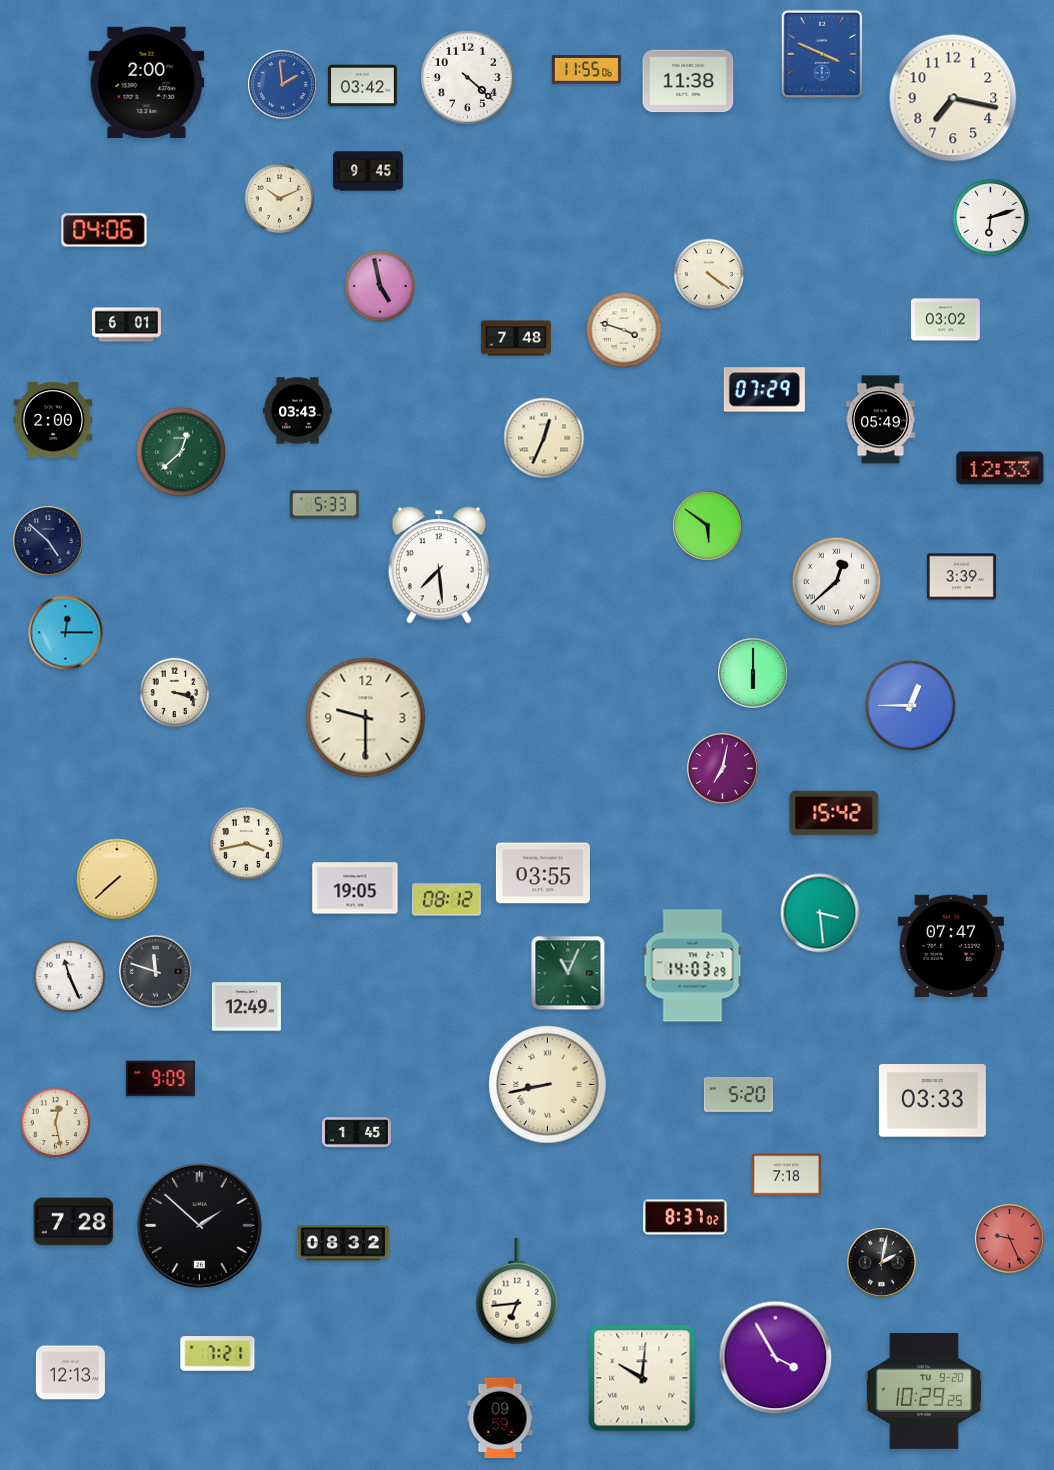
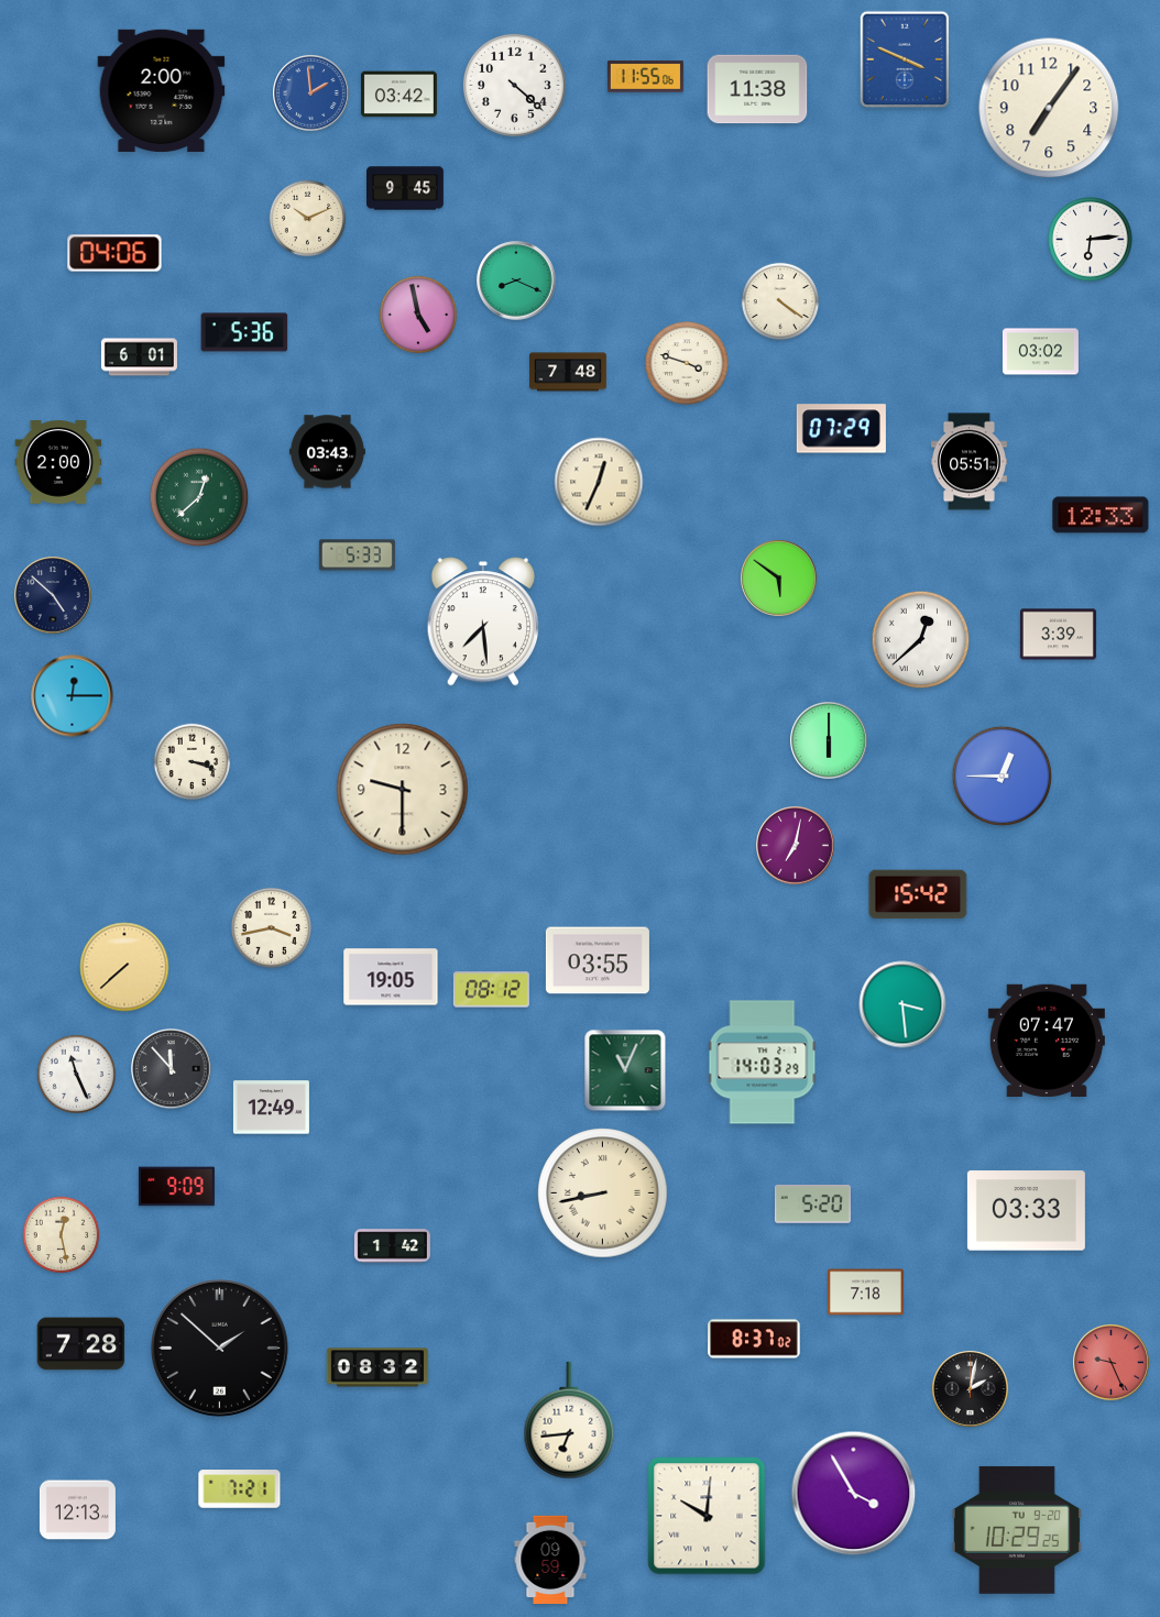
clock at (953, 98): 7:17 -> 7:06
clock at (991, 218): 6:12 -> 6:14
clock at (516, 280): none -> 8:19
clock at (244, 332): none -> 5:36
clock at (880, 420): 05:49 -> 05:51
clock at (117, 879) position: (117, 879) -> (124, 967)
clock at (156, 972): 11:48 -> 11:53
clock at (356, 1133): 1:45 -> 1:42
